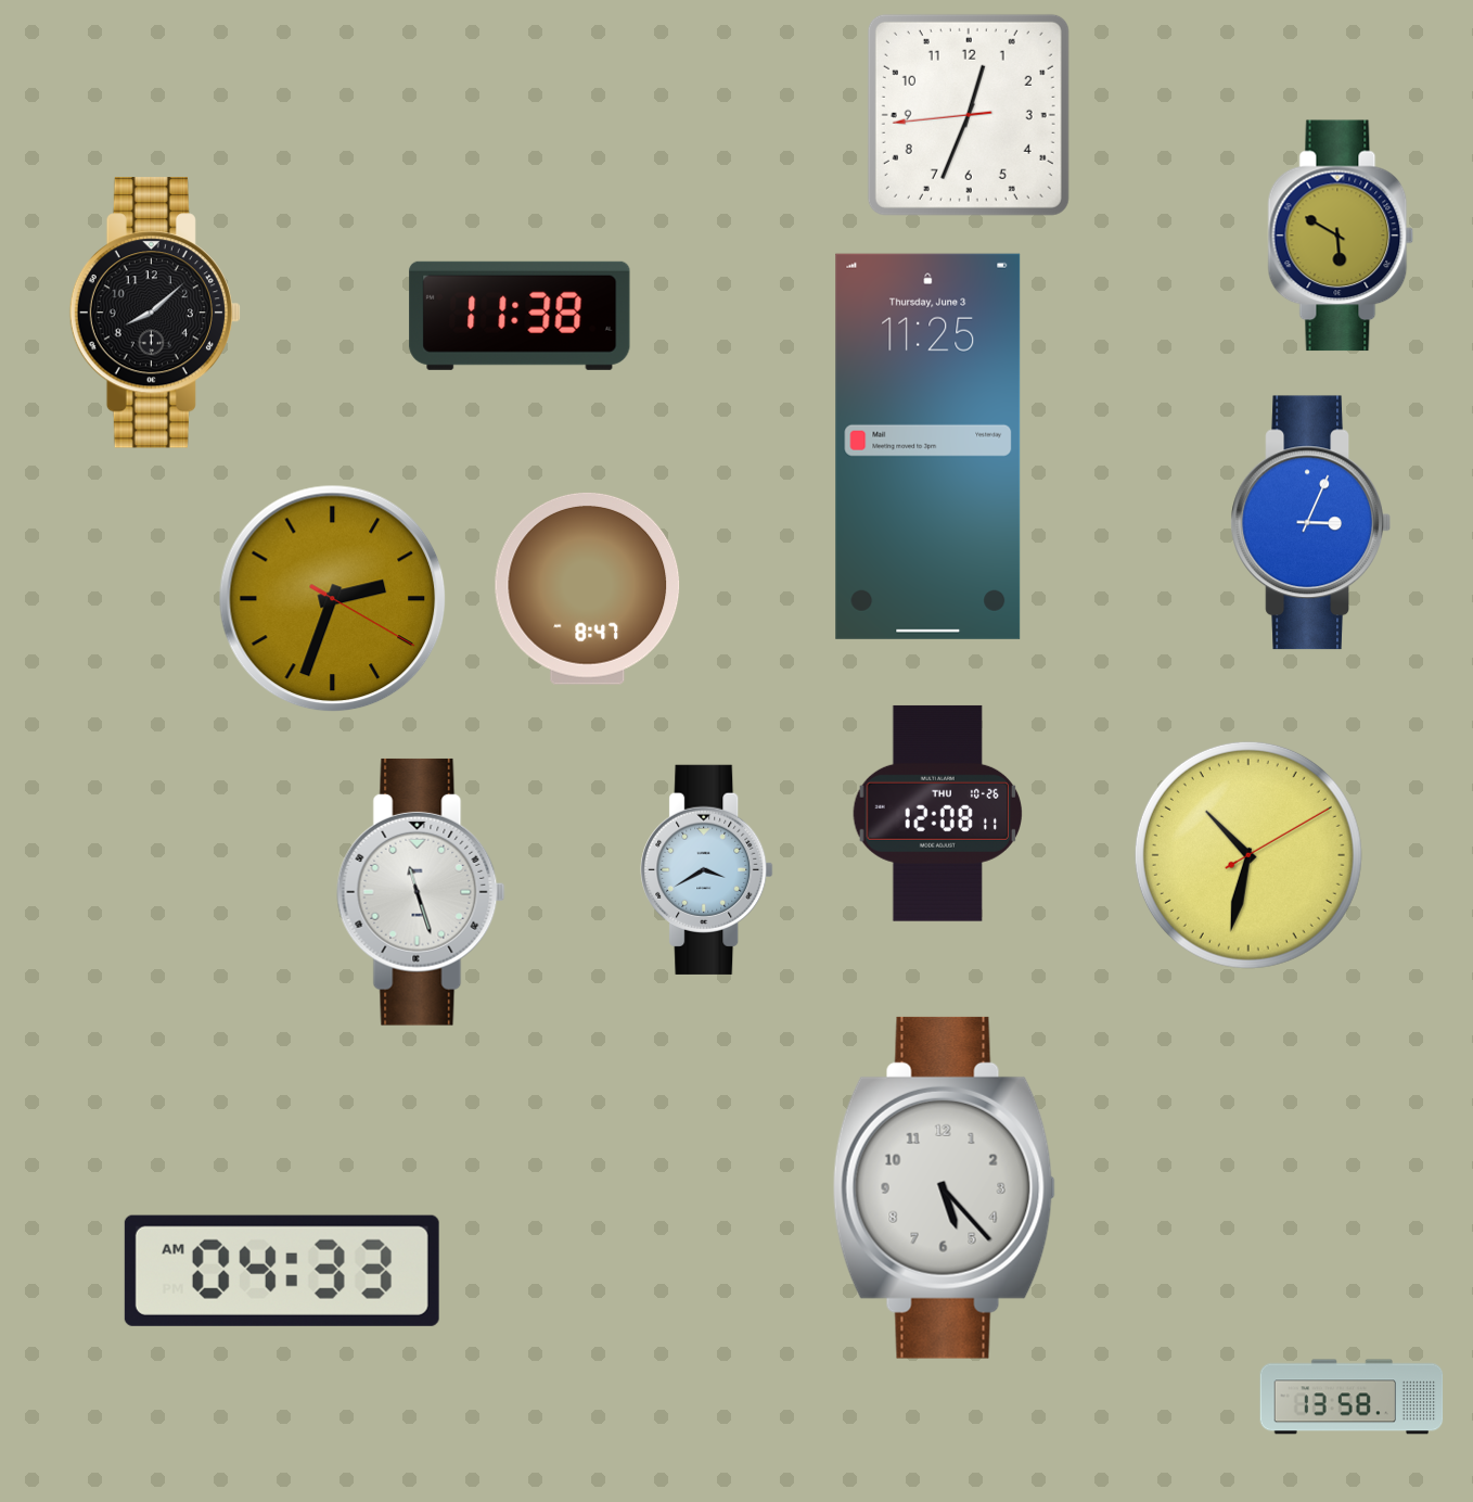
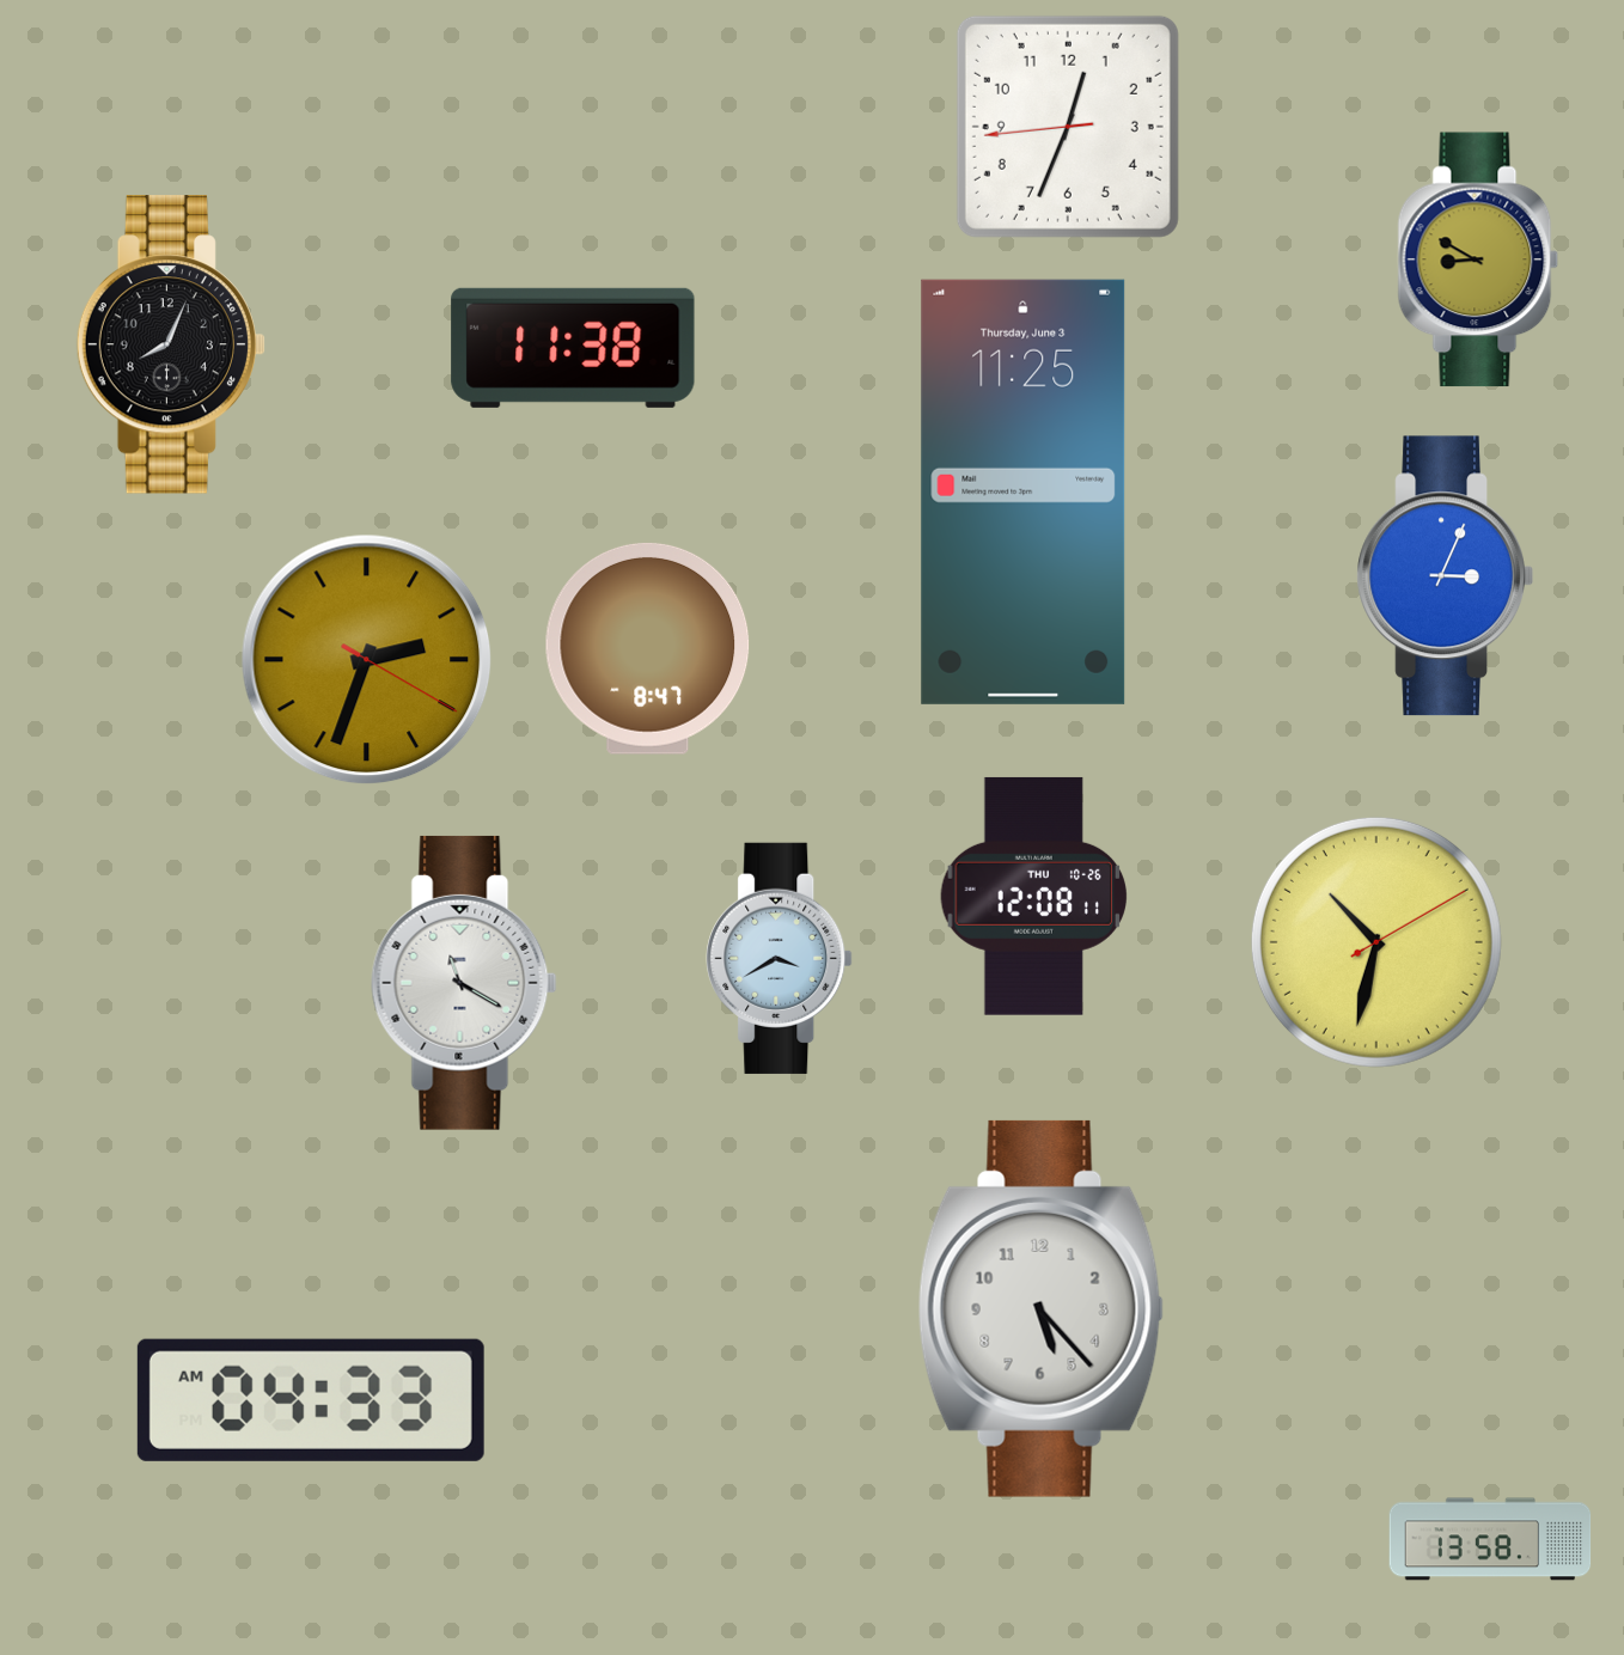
clock at (1341, 236): 5:50 -> 8:50
clock at (155, 313): 8:08 -> 8:04
clock at (421, 892): 11:27 -> 11:20
